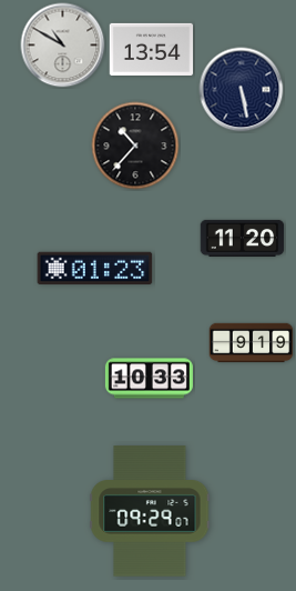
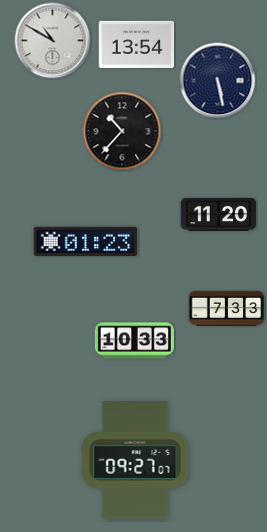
clock at (63, 46) position: (63, 46) -> (53, 41)
clock at (252, 343): 9:19 -> 7:33
clock at (150, 511): 09:29 -> 09:27
